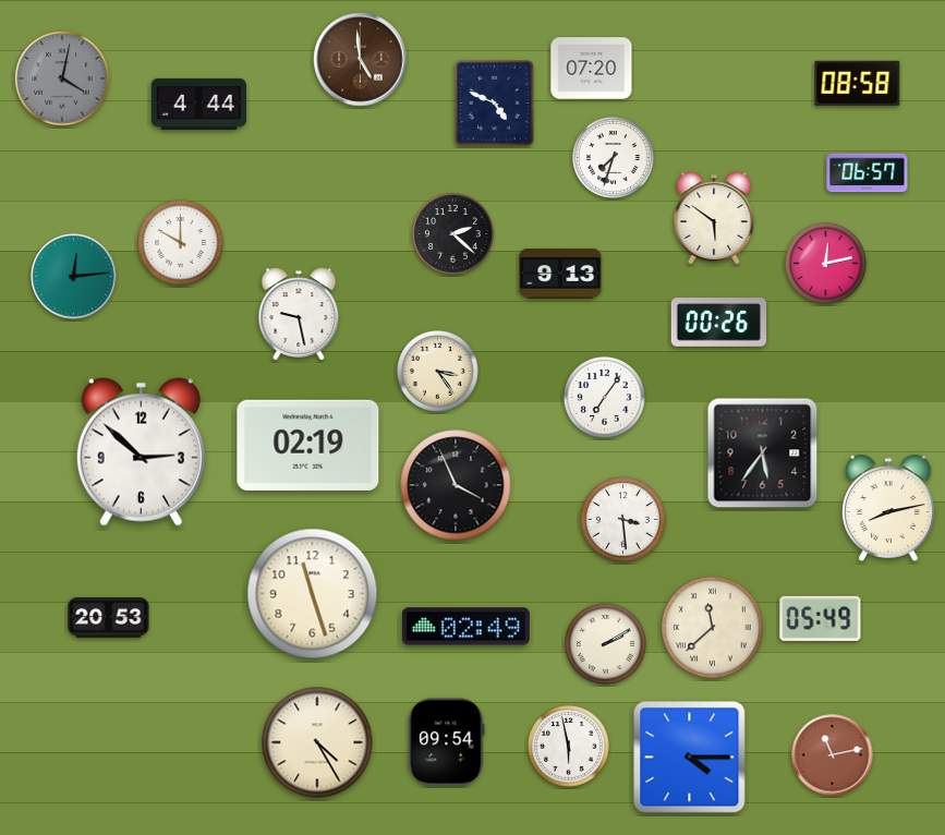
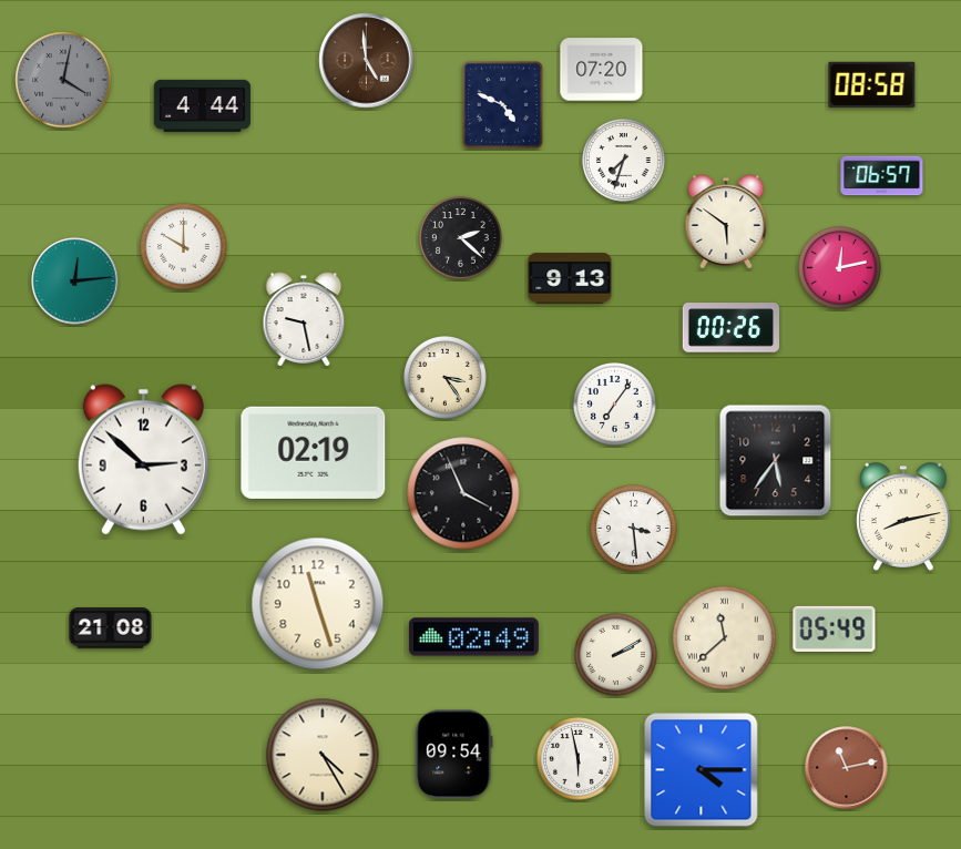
clock at (109, 618): 20:53 -> 21:08
